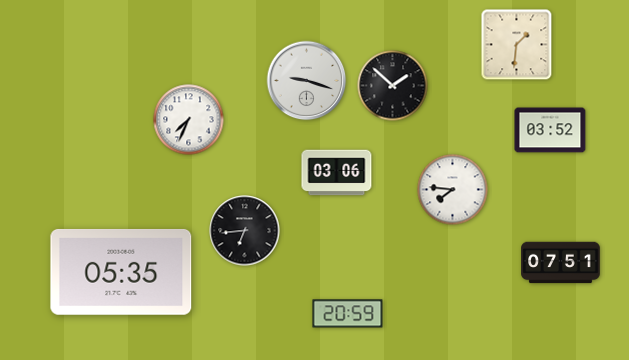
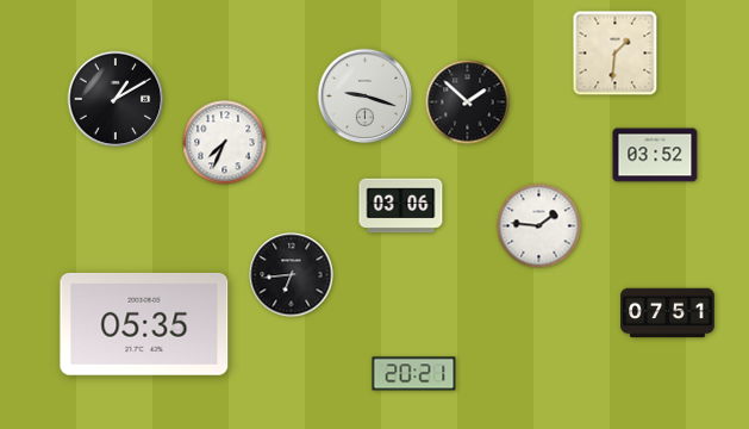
clock at (116, 99): none -> 1:10
clock at (453, 190): 7:46 -> 1:46
clock at (348, 314): 20:59 -> 20:21
